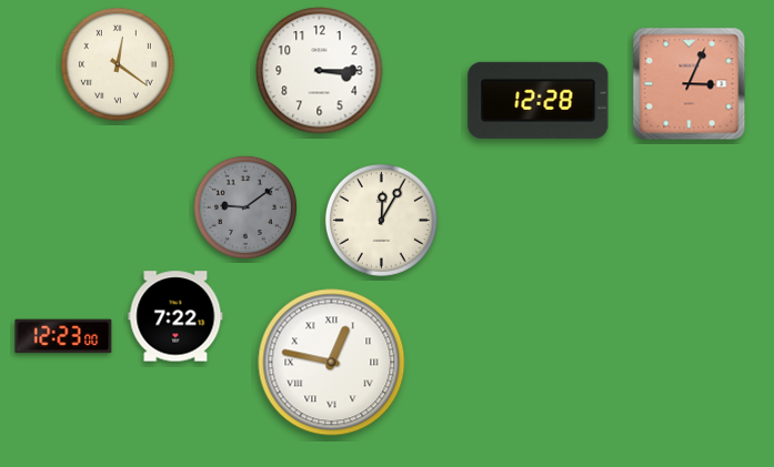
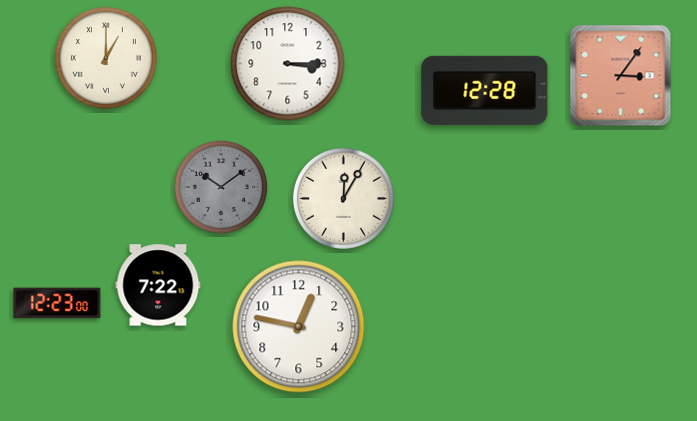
clock at (118, 64): 12:21 -> 1:00
clock at (690, 84): 3:04 -> 3:06
clock at (245, 207): 9:09 -> 10:09
clock at (332, 363) numerals: Roman -> Arabic
